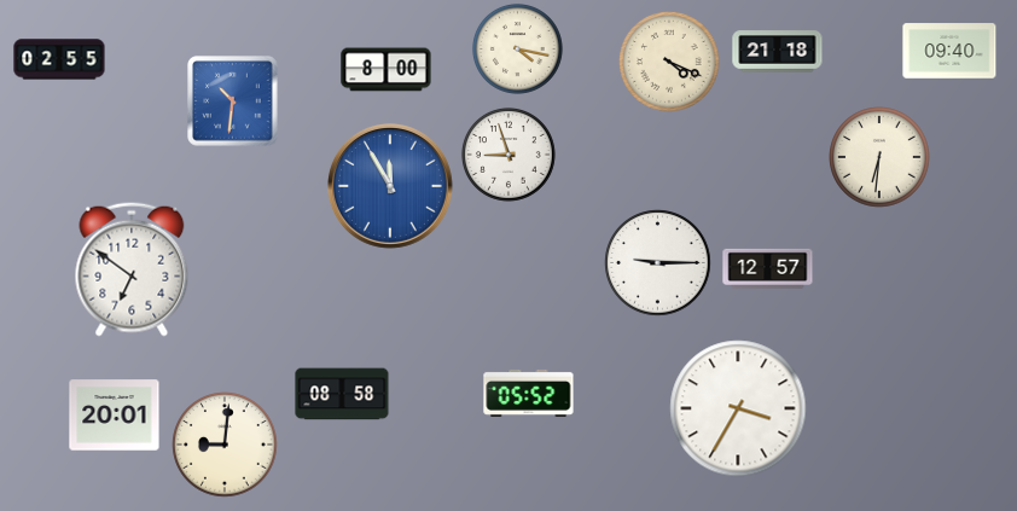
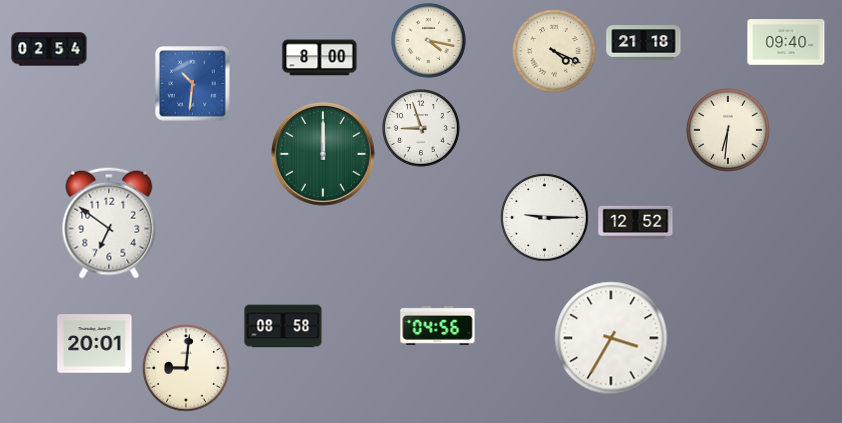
clock at (59, 59): 02:55 -> 02:54
clock at (390, 186): 11:55 -> 12:00
clock at (390, 186) dial: blue -> green
clock at (768, 268): 12:57 -> 12:52
clock at (529, 393): 05:52 -> 04:56
